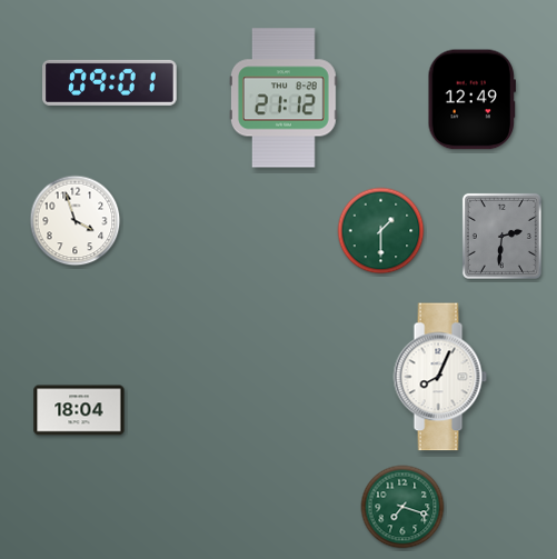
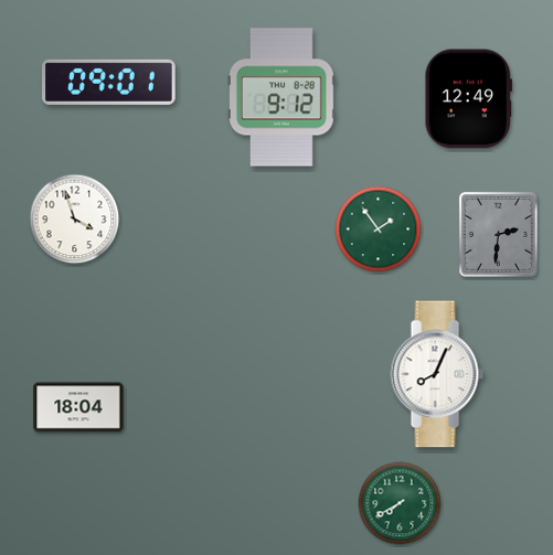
clock at (284, 98): 21:12 -> 9:12
clock at (381, 231): 1:30 -> 1:54
clock at (402, 507): 7:18 -> 7:40
